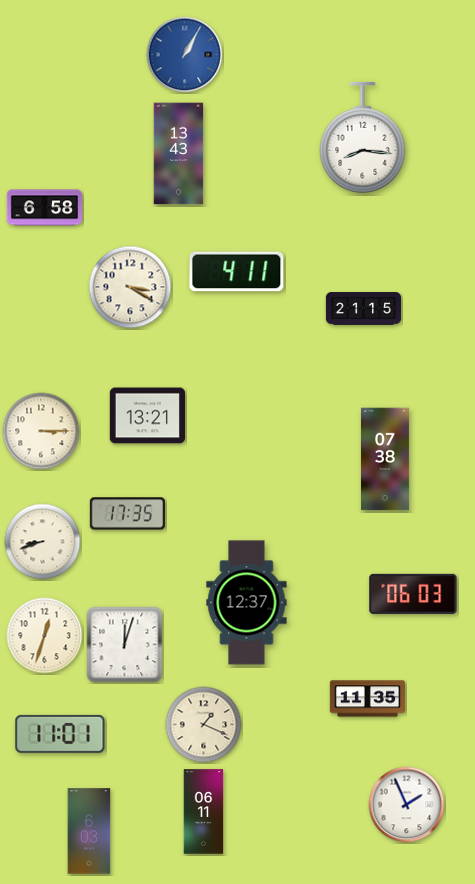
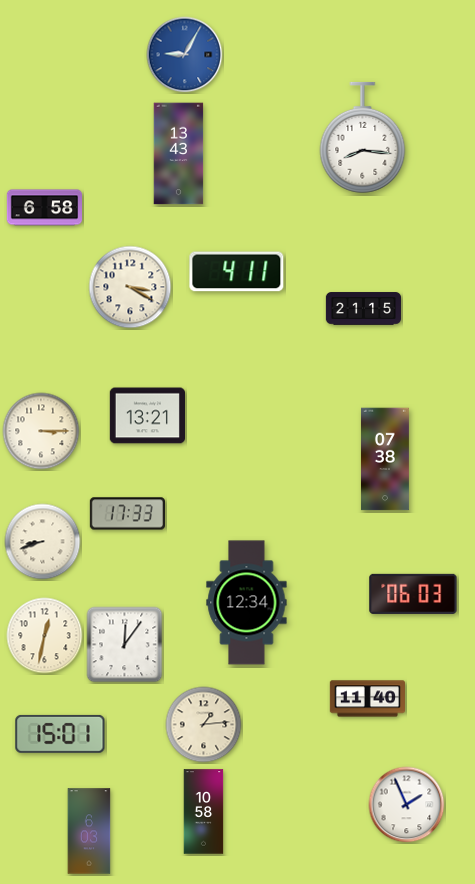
clock at (185, 55): 1:05 -> 9:05
clock at (127, 514): 17:35 -> 17:33
clock at (247, 603): 12:37 -> 12:34
clock at (45, 636): 12:33 -> 12:32
clock at (125, 645): 12:03 -> 12:06
clock at (367, 699): 11:35 -> 11:40
clock at (204, 725): 1:19 -> 1:14
clock at (60, 734): 11:01 -> 15:01
clock at (204, 812): 06:11 -> 10:58
